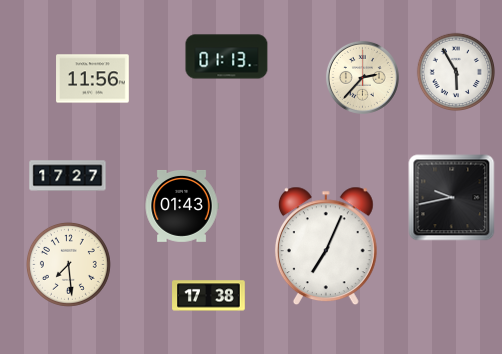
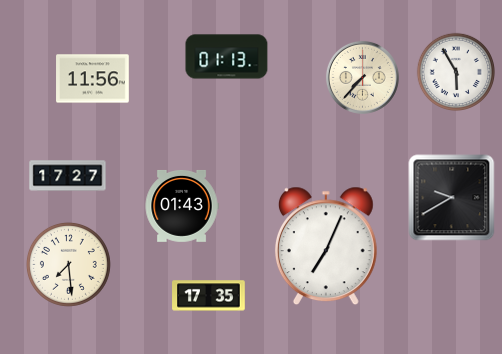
clock at (362, 77): 2:37 -> 7:37
clock at (452, 198): 9:43 -> 9:40
clock at (209, 296): 17:38 -> 17:35
